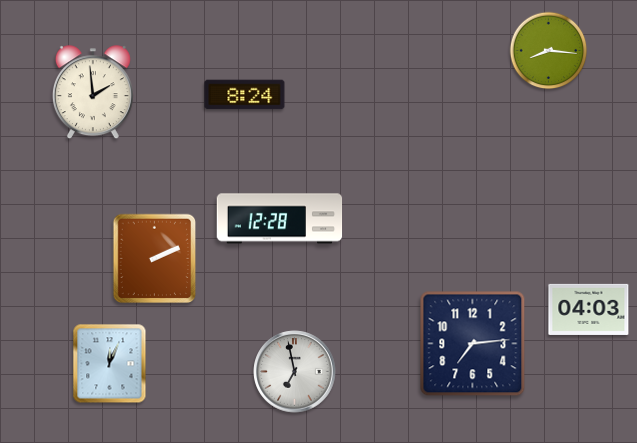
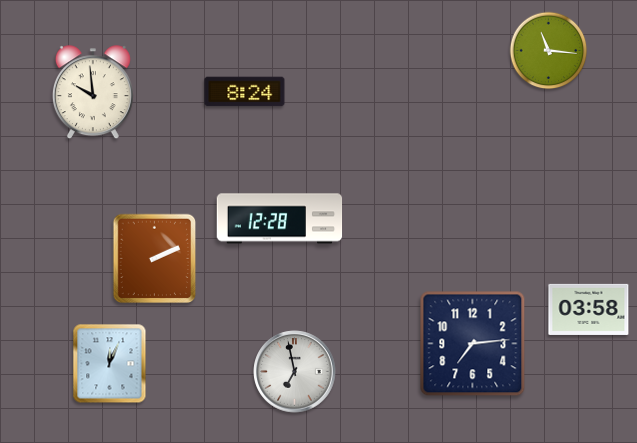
clock at (549, 51): 8:16 -> 11:16
clock at (93, 93): 1:59 -> 9:59
clock at (245, 95) position: (245, 95) -> (245, 92)
clock at (589, 309): 04:03 -> 03:58
